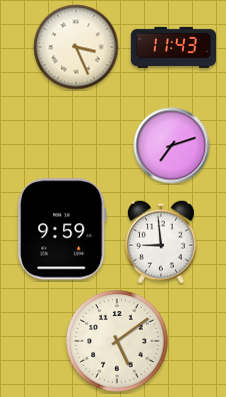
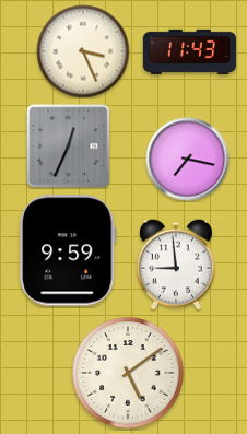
clock at (69, 146): none -> 12:34
clock at (172, 146): 7:12 -> 7:17
